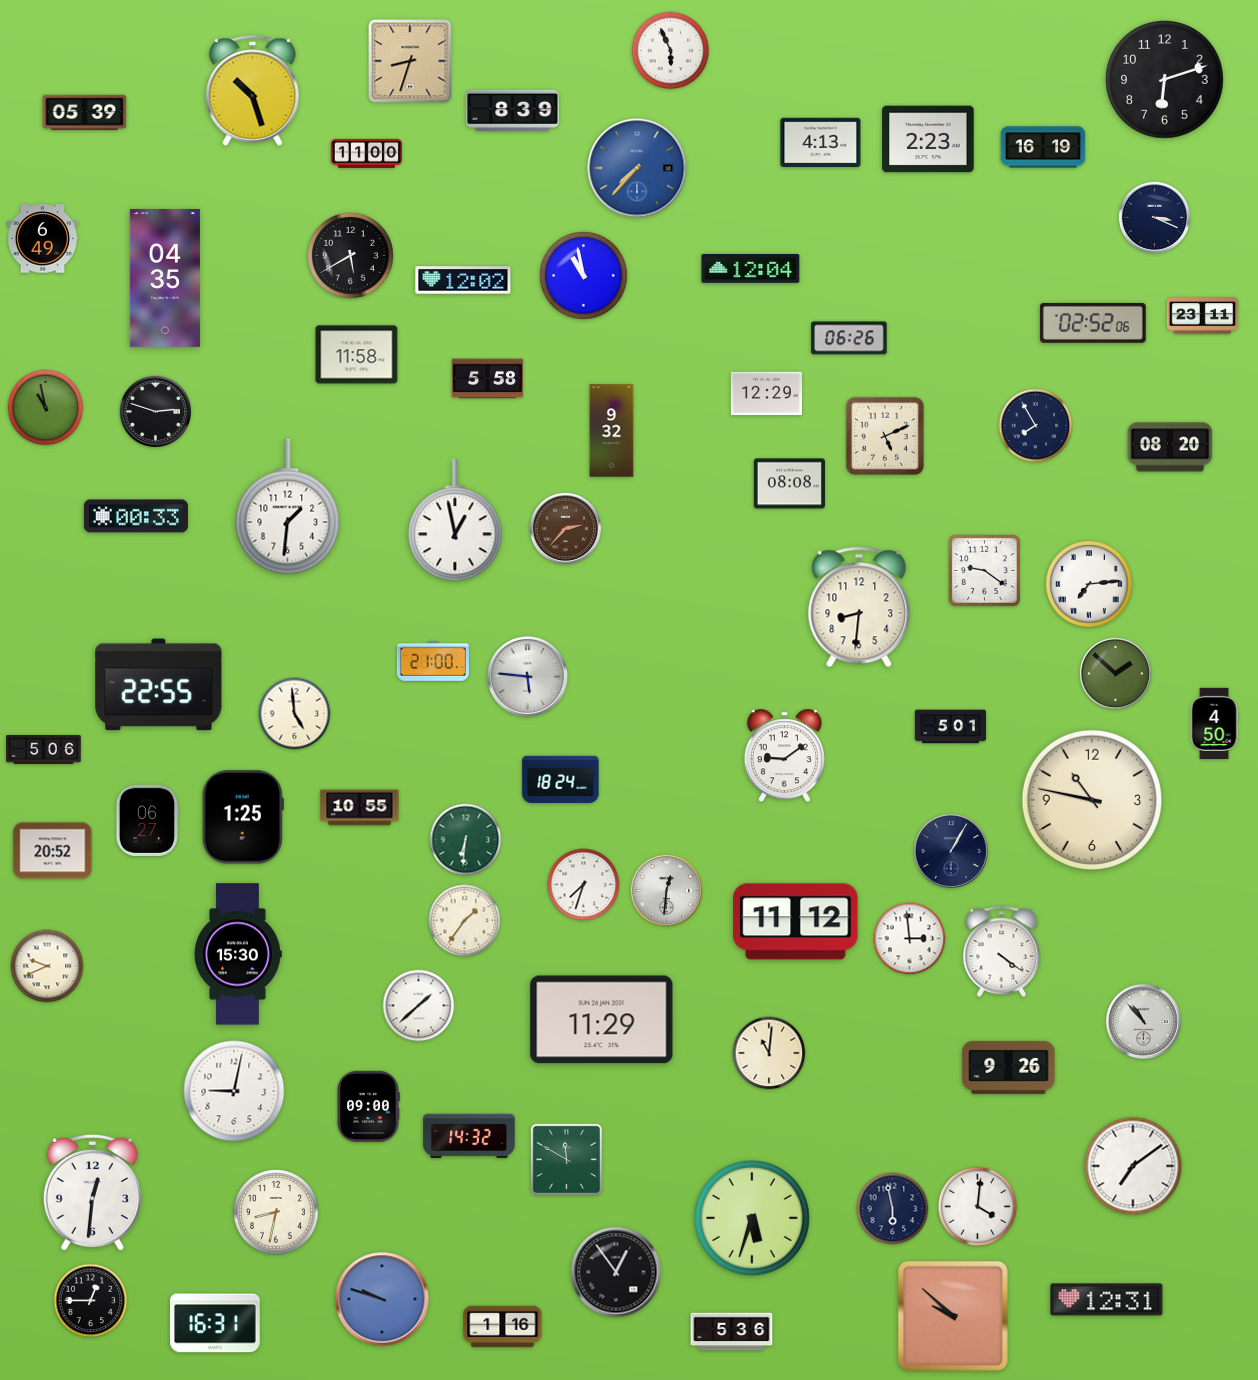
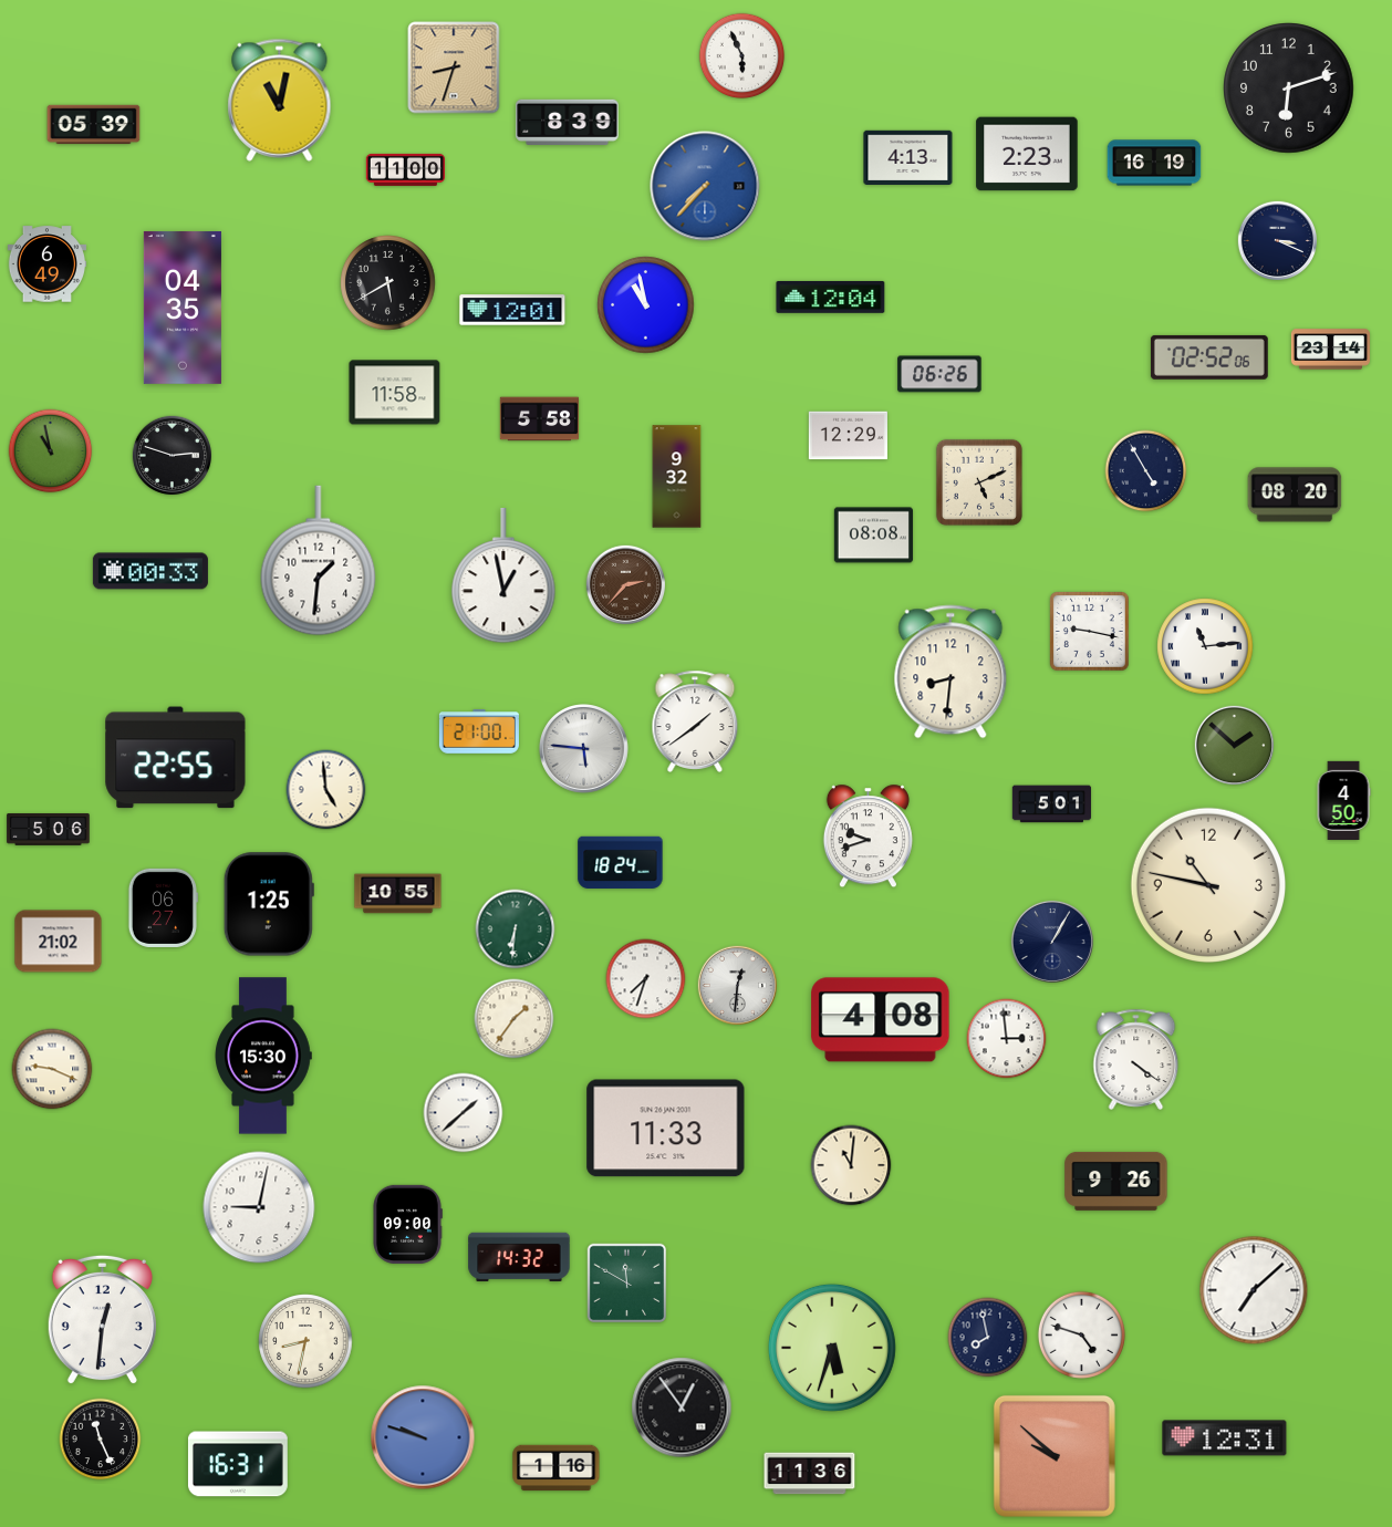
clock at (253, 90): 10:27 -> 11:02
clock at (463, 280): 12:02 -> 12:01
clock at (1202, 316): 23:11 -> 23:14
clock at (1036, 426): 7:55 -> 4:55
clock at (984, 570): 9:21 -> 9:17
clock at (1089, 584): 7:14 -> 11:14
clock at (695, 721): none -> 1:39
clock at (784, 756): 9:09 -> 9:42
clock at (53, 851): 20:52 -> 21:02
clock at (796, 922): 11:12 -> 4:08
clock at (1002, 951) position: (1002, 951) -> (1136, 1059)
clock at (47, 966): 9:41 -> 9:19
clock at (602, 1020): 11:29 -> 11:33
clock at (1143, 1021): 10:53 -> none
clock at (1133, 1166): 7:09 -> 7:08
clock at (977, 1206): 4:01 -> 4:48
clock at (893, 1209): 5:58 -> 7:58
clock at (91, 1301): 12:45 -> 11:26
clock at (732, 1332): 5:36 -> 11:36
